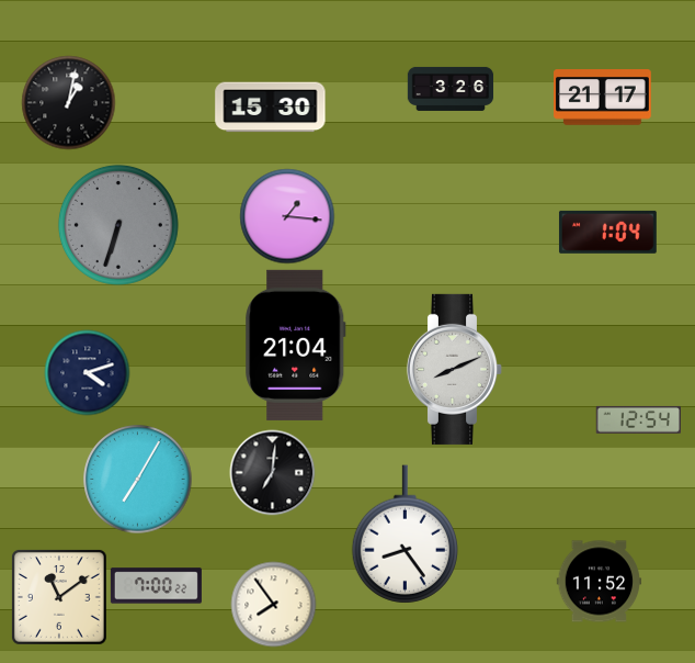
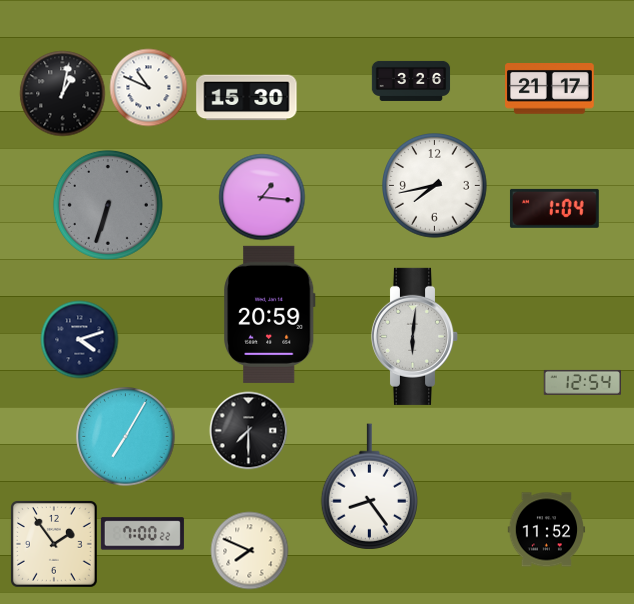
clock at (148, 87): none -> 10:49
clock at (435, 186): none -> 7:43
clock at (607, 232) position: (607, 232) -> (554, 208)
clock at (296, 345): 21:04 -> 20:59
clock at (455, 369): 8:11 -> 6:01
clock at (272, 472): 7:01 -> 7:30
clock at (59, 597): 11:09 -> 1:54
clock at (273, 604): 7:54 -> 7:49
